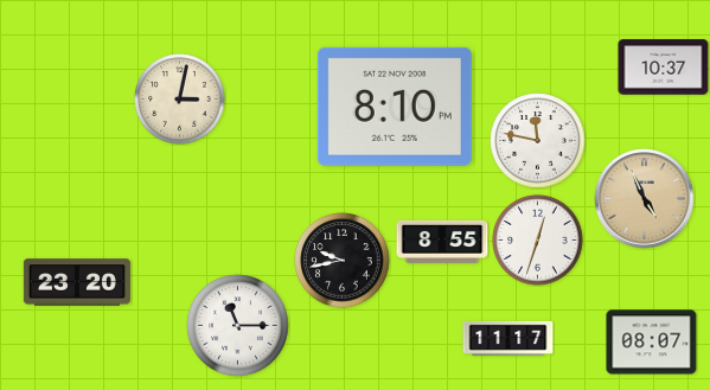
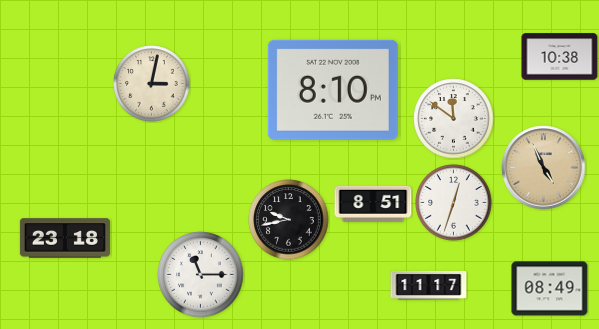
clock at (664, 68): 10:37 -> 10:38
clock at (538, 141): 11:47 -> 11:51
clock at (442, 242): 8:55 -> 8:51
clock at (77, 282): 23:20 -> 23:18
clock at (652, 343): 08:07 -> 08:49
